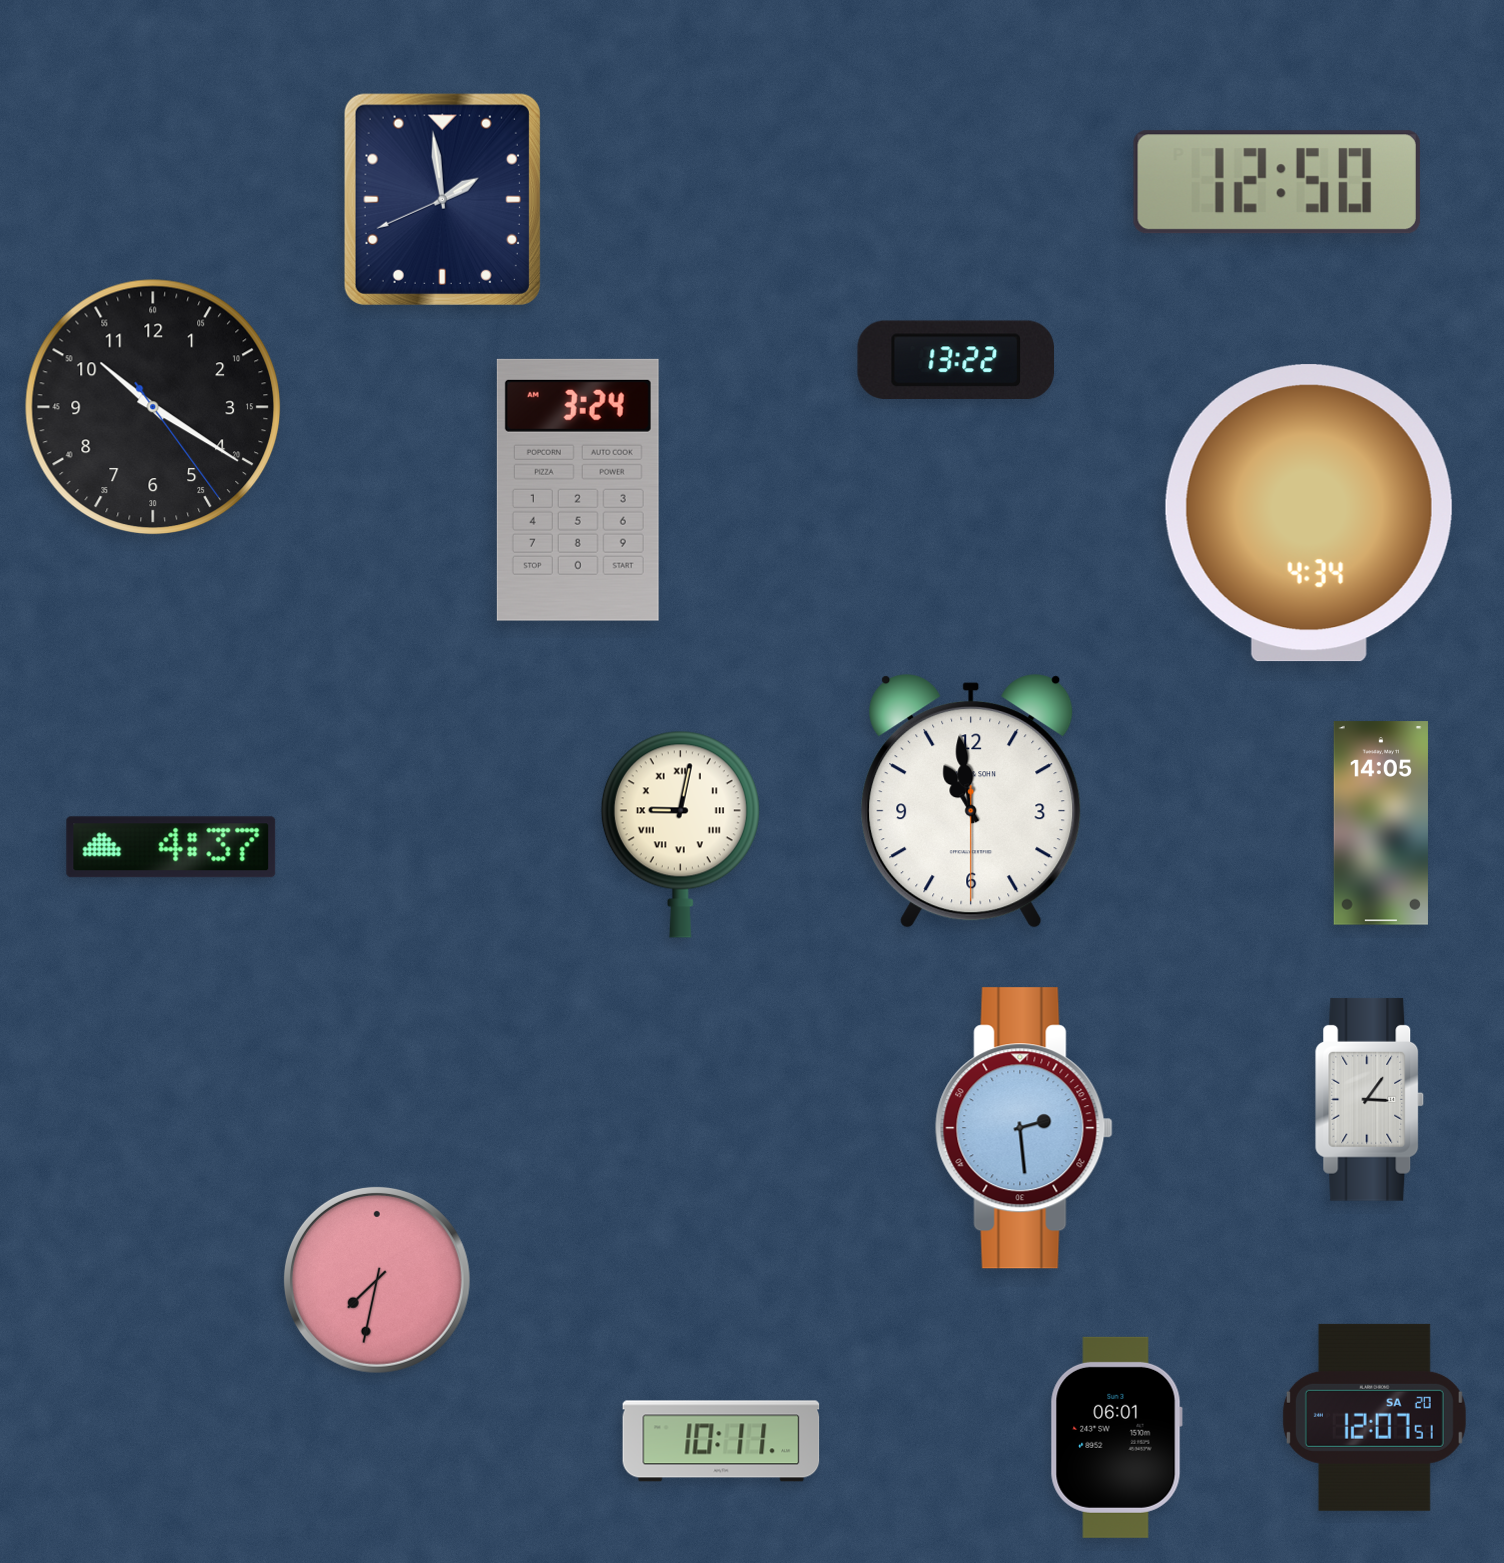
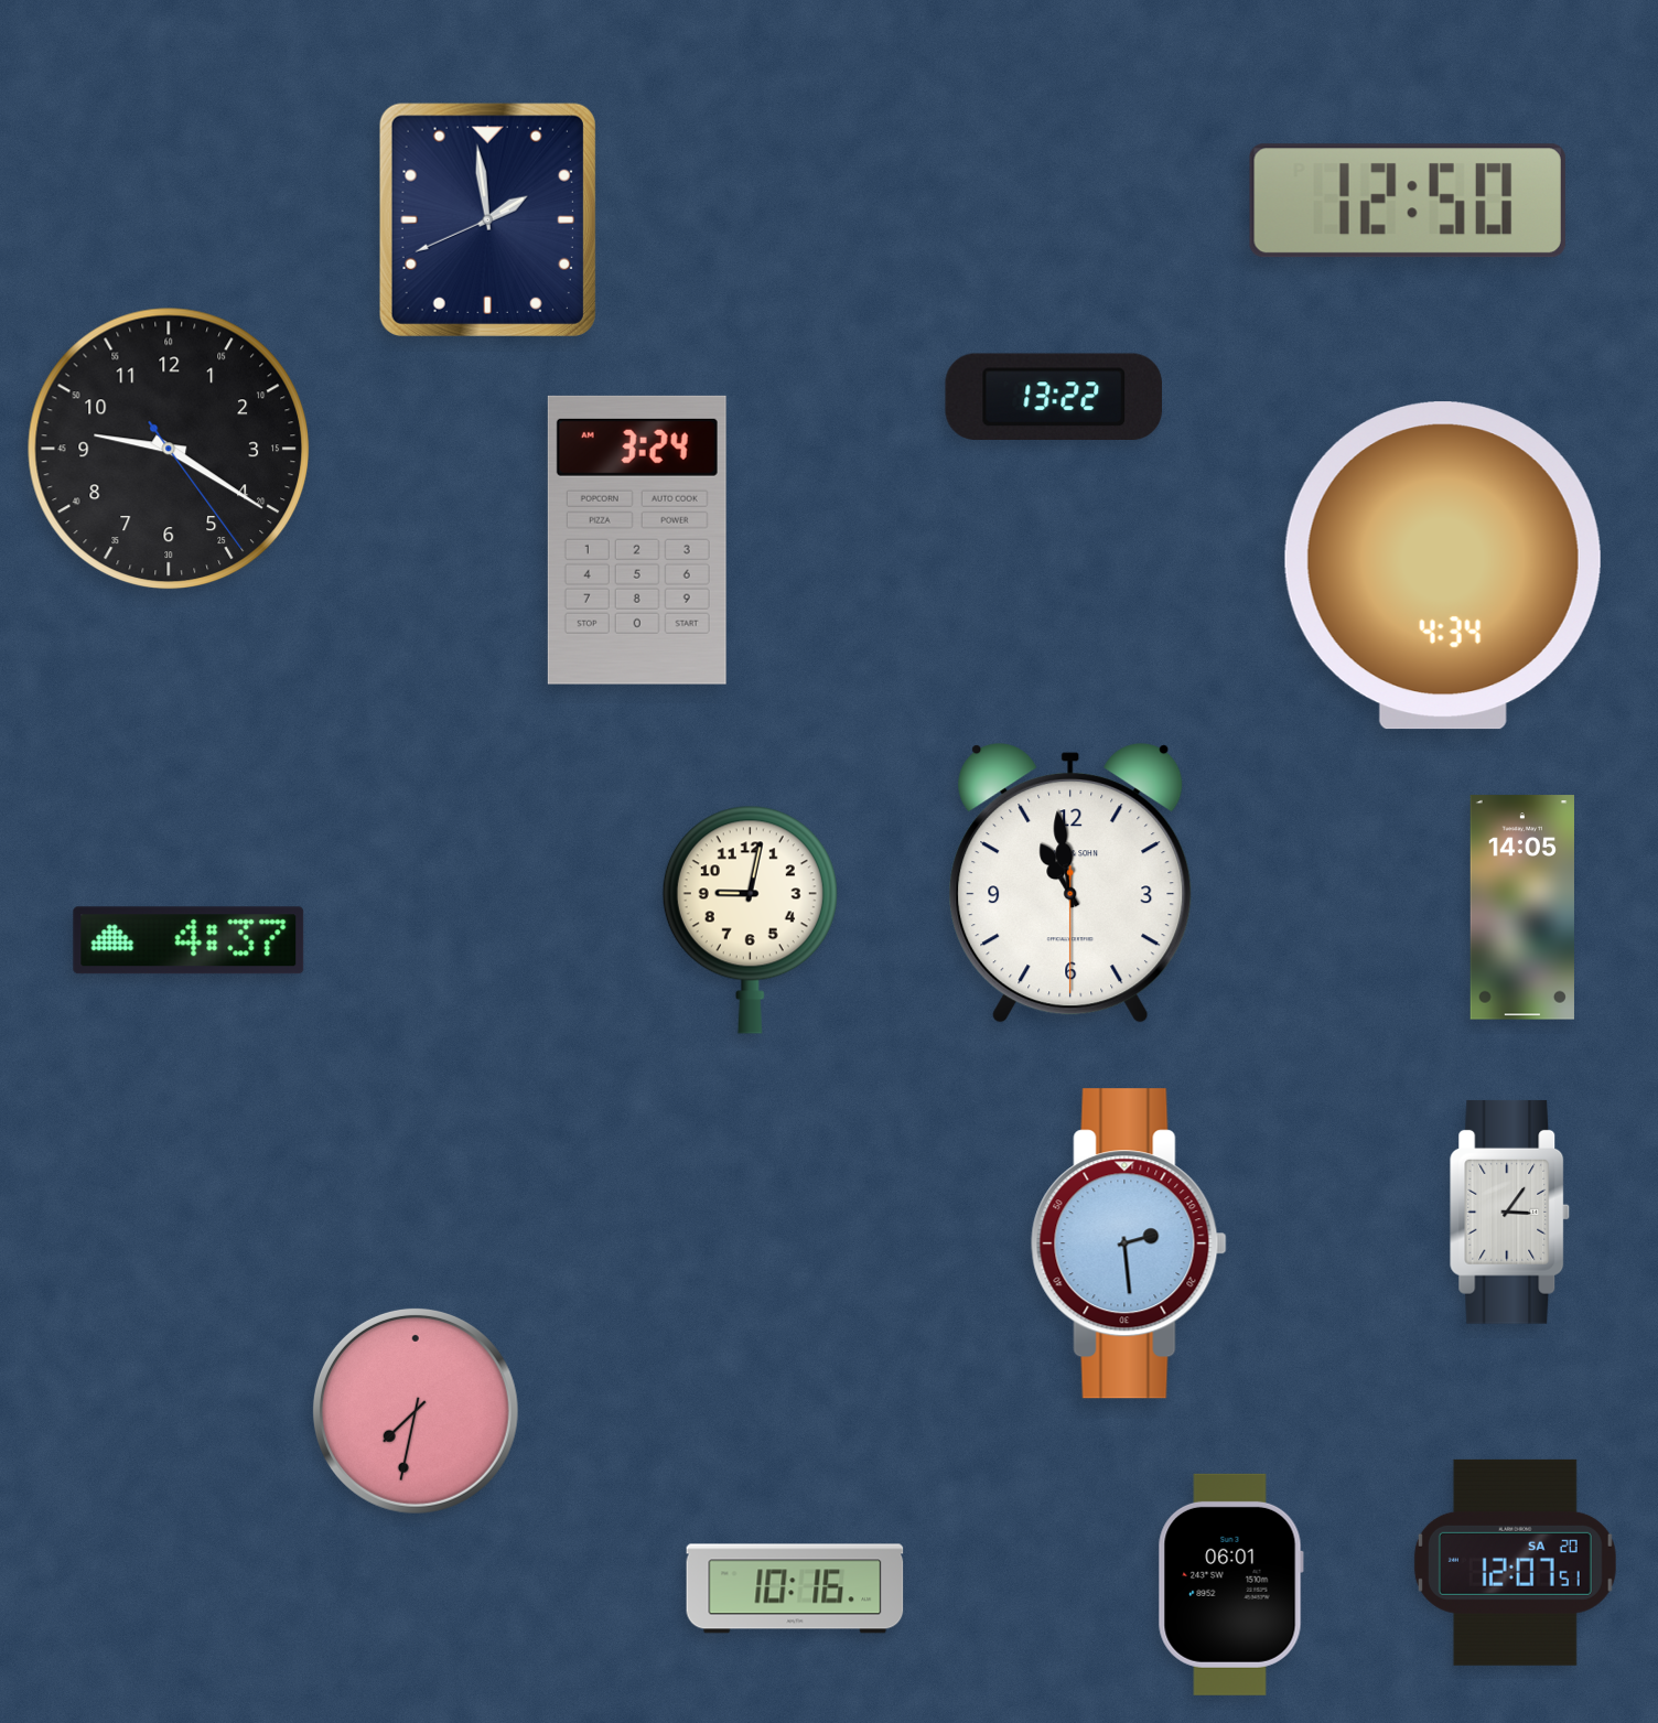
clock at (153, 407): 10:20 -> 9:20
clock at (680, 834) numerals: Roman -> Arabic
clock at (171, 847) position: (171, 847) -> (189, 940)
clock at (721, 1441): 10:11 -> 10:16
